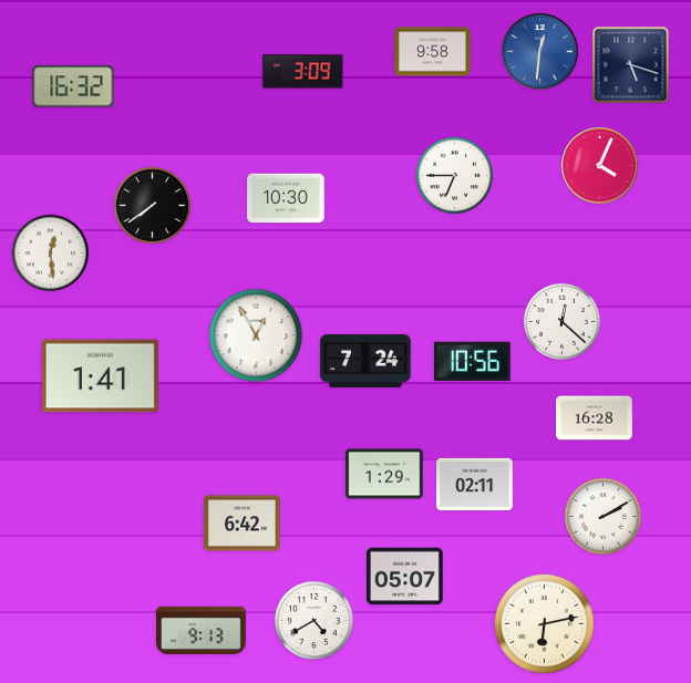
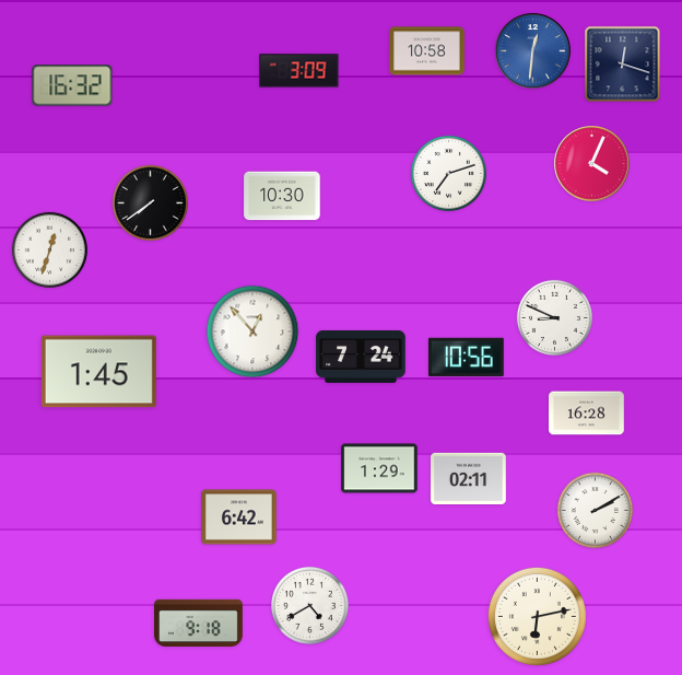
clock at (433, 52): 9:58 -> 10:58
clock at (631, 65): 5:18 -> 12:18
clock at (454, 175): 6:45 -> 7:12
clock at (50, 252): 12:29 -> 12:33
clock at (561, 321): 12:22 -> 8:49
clock at (256, 335): 12:55 -> 12:53
clock at (100, 376): 1:41 -> 1:45
clock at (405, 577): 05:07 -> none
clock at (313, 620) position: (313, 620) -> (309, 605)
clock at (202, 631): 9:13 -> 9:18
